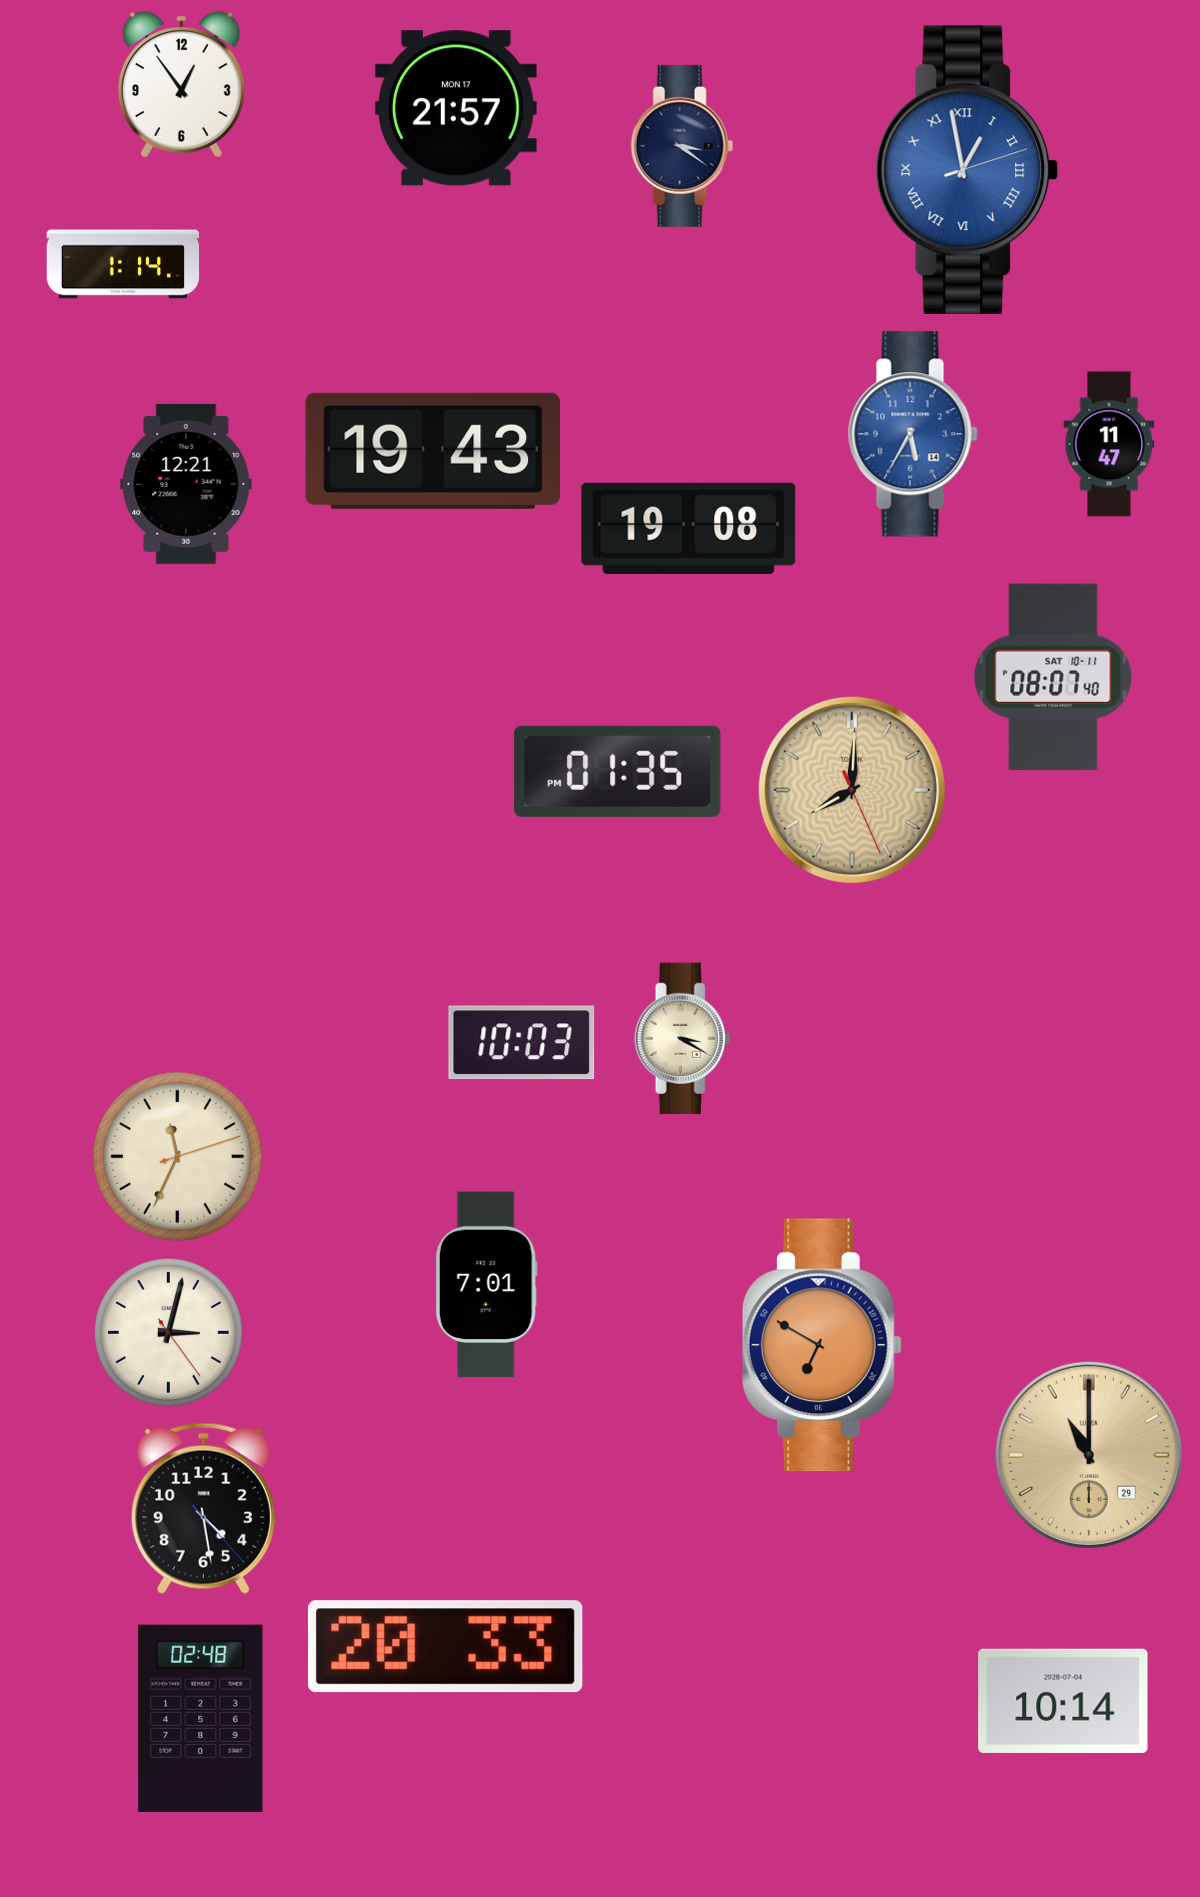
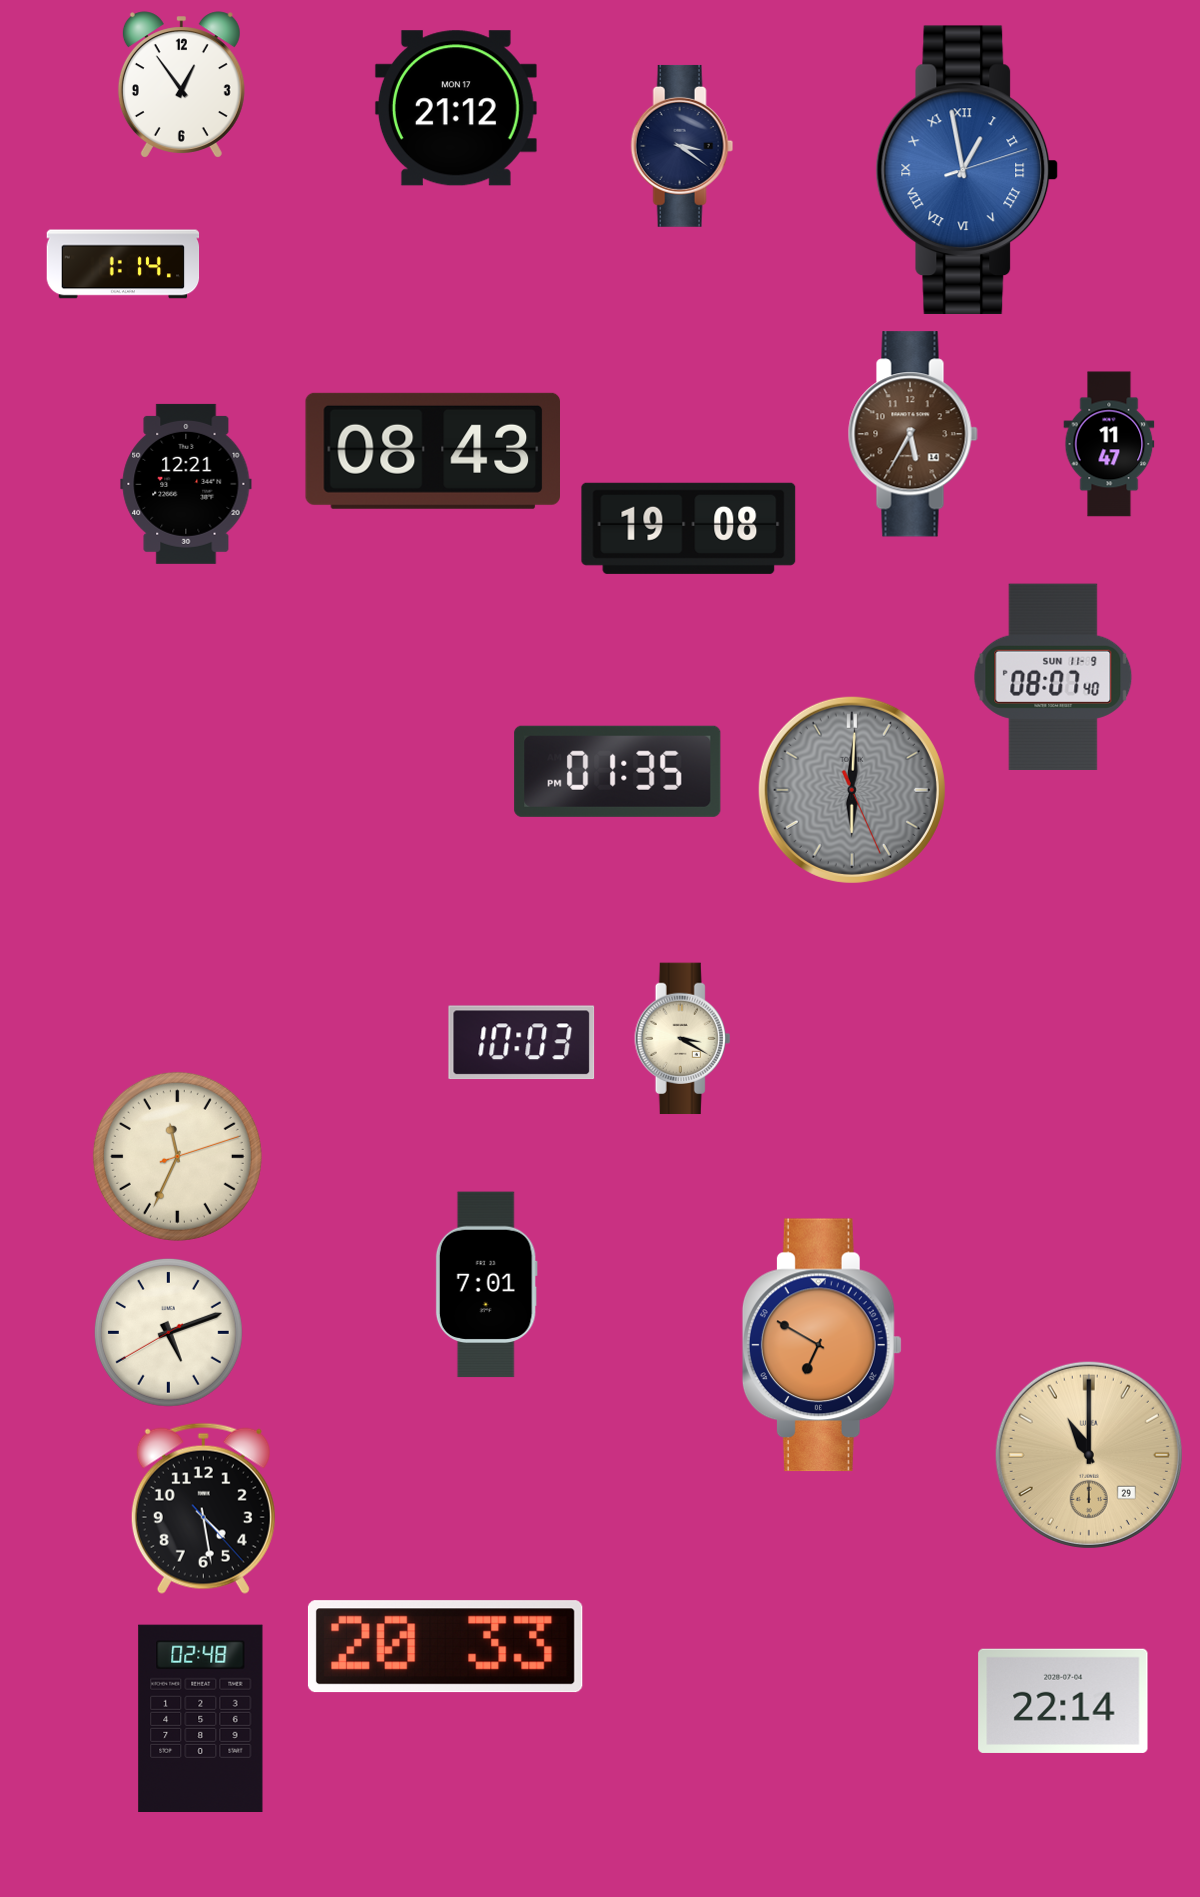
clock at (456, 108): 21:57 -> 21:12
clock at (913, 434) dial: blue -> brown
clock at (432, 451): 19:43 -> 08:43
clock at (1053, 676) date: SAT 10-11 -> SUN 11-9
clock at (852, 790): 8:00 -> 6:00
clock at (852, 790) dial: champagne -> grey
clock at (168, 1332): 3:02 -> 5:11
clock at (1063, 1701): 10:14 -> 22:14
